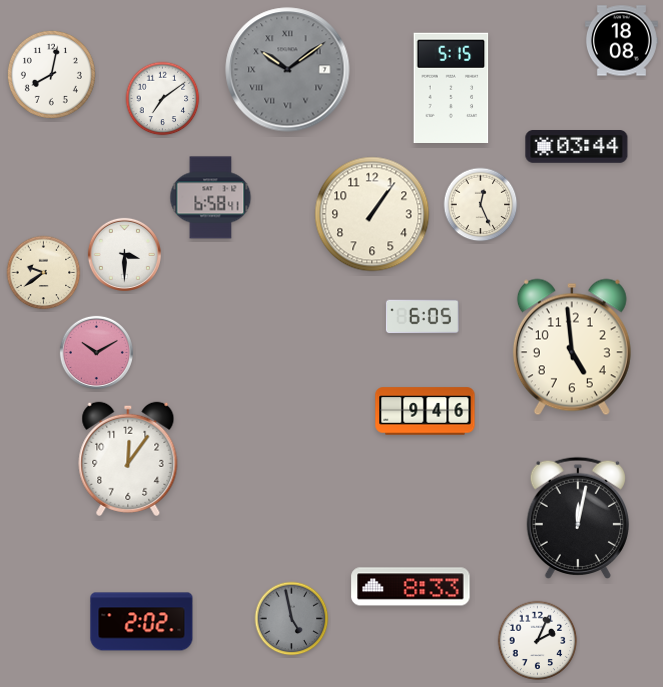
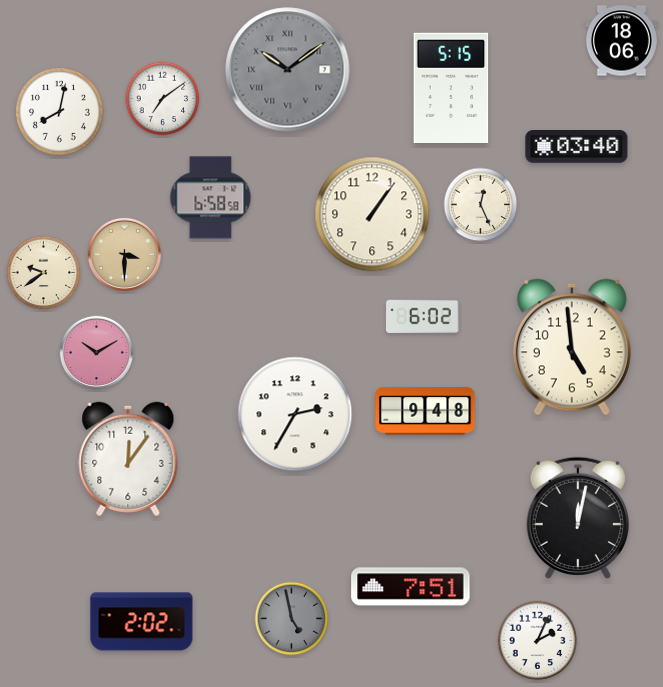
clock at (621, 41): 18:08 -> 18:06
clock at (51, 74) position: (51, 74) -> (59, 111)
clock at (577, 147): 03:44 -> 03:40
clock at (211, 198): 6:58:41 -> 6:58:58
clock at (124, 254) dial: white -> champagne
clock at (422, 317): 6:05 -> 6:02
clock at (425, 411): 9:46 -> 9:48
clock at (295, 414): none -> 2:35
clock at (411, 587): 8:33 -> 7:51
